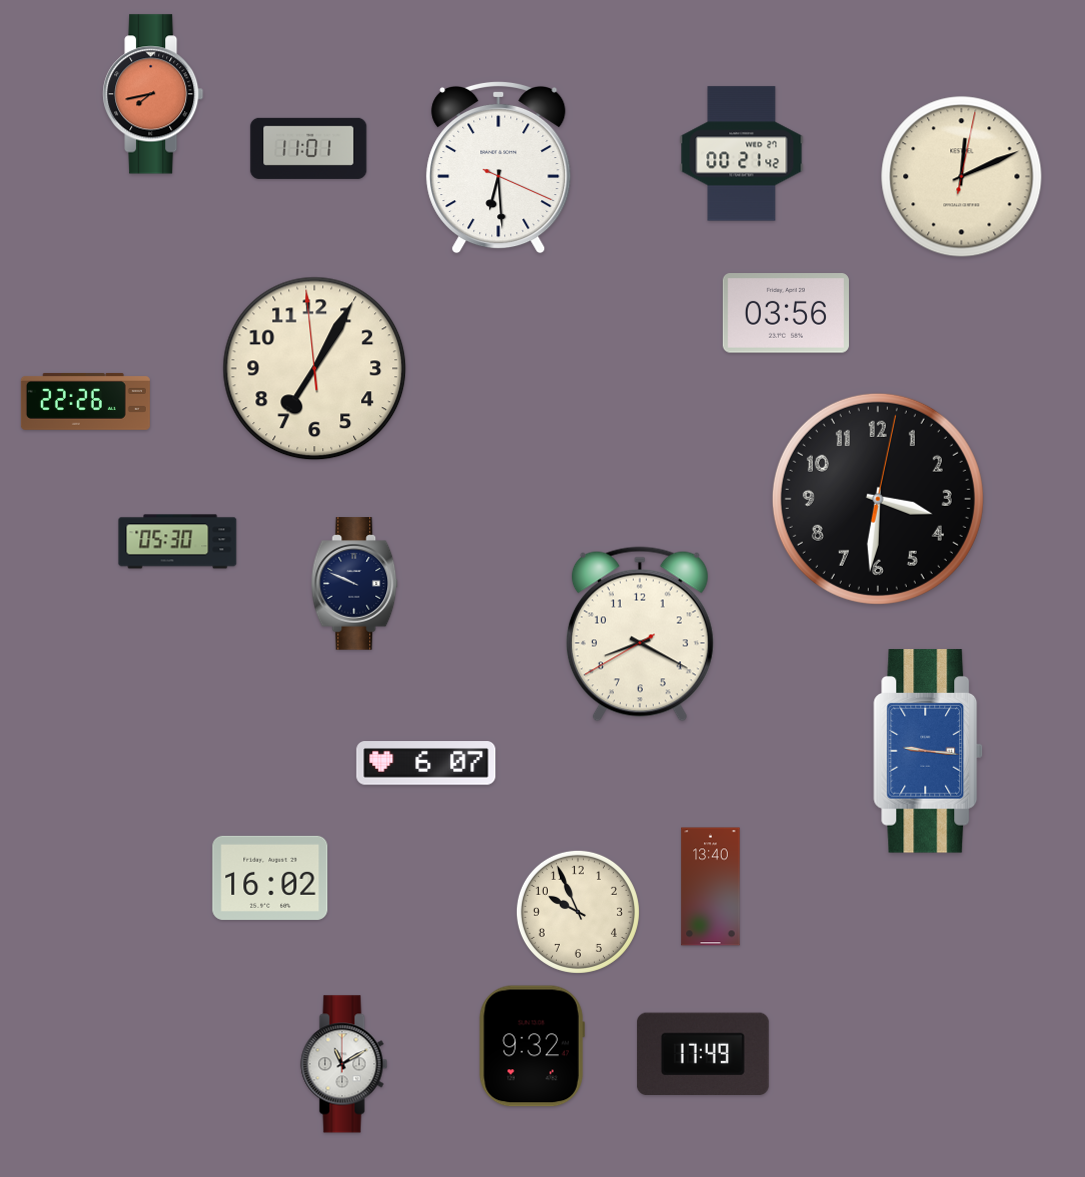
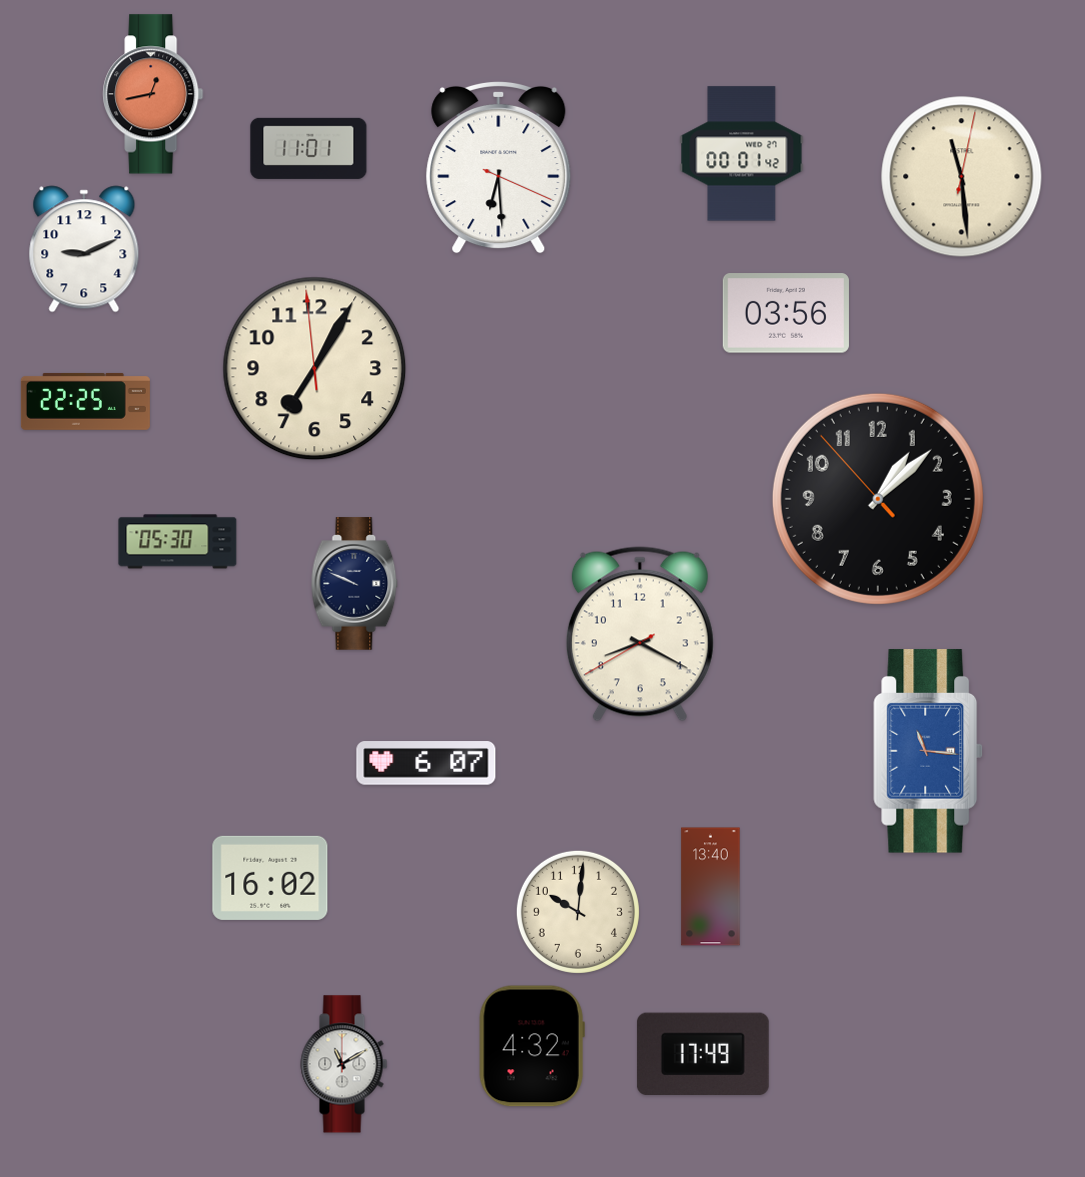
clock at (153, 94): 7:43 -> 12:43
clock at (742, 154): 00:21 -> 00:01
clock at (962, 177): 12:11 -> 11:29
clock at (84, 249): none -> 9:11
clock at (85, 401): 22:26 -> 22:25
clock at (878, 499): 3:31 -> 1:07
clock at (928, 751): 9:16 -> 11:16
clock at (578, 912): 9:56 -> 10:01
clock at (532, 1046): 9:32 -> 4:32
